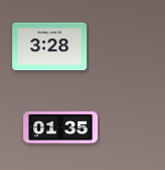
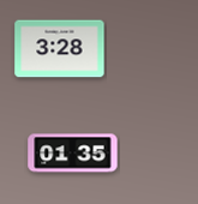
clock at (50, 47) position: (50, 47) -> (60, 49)
